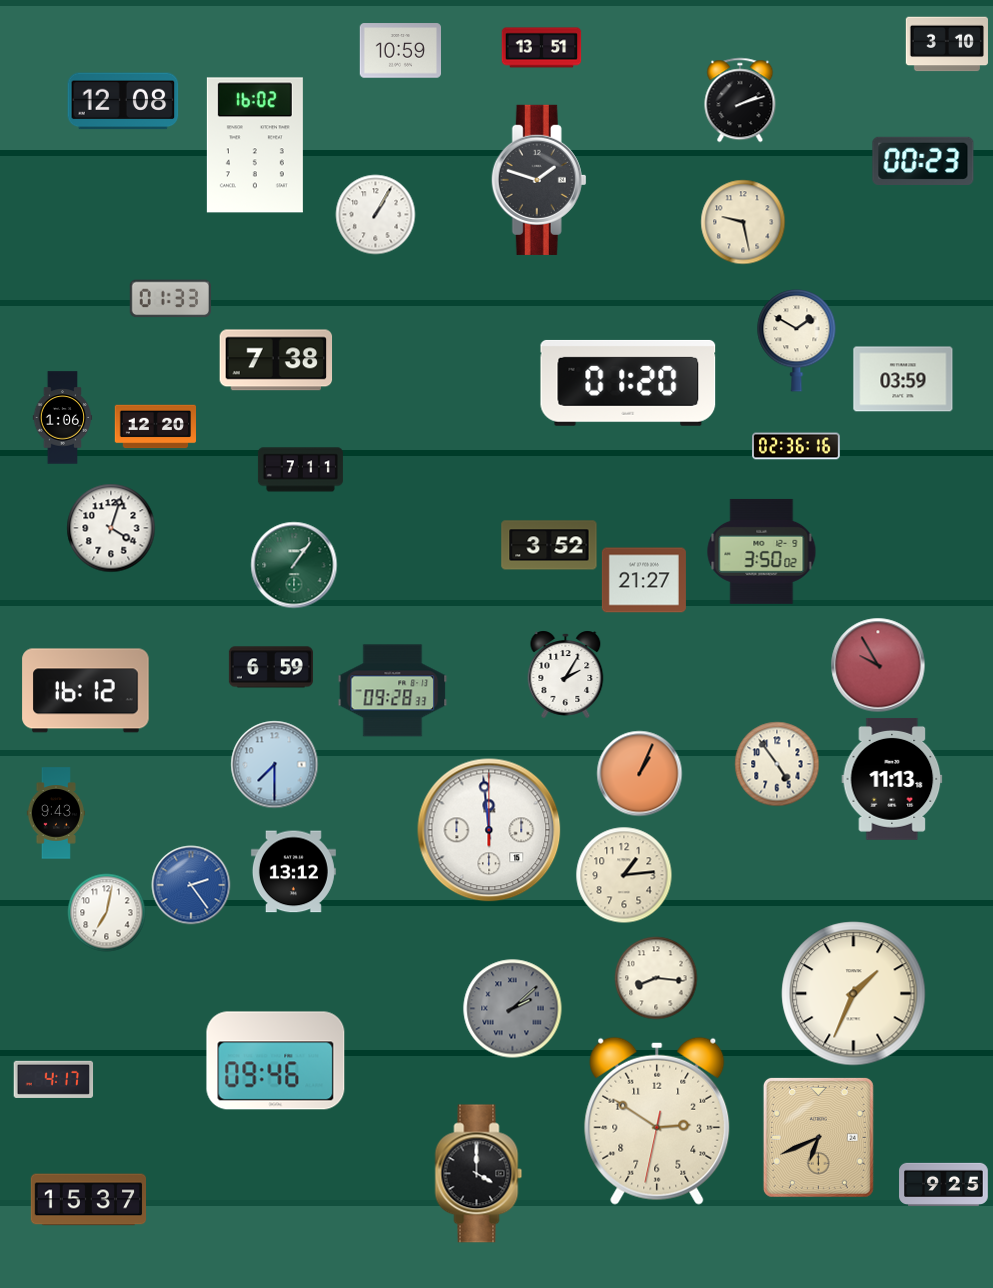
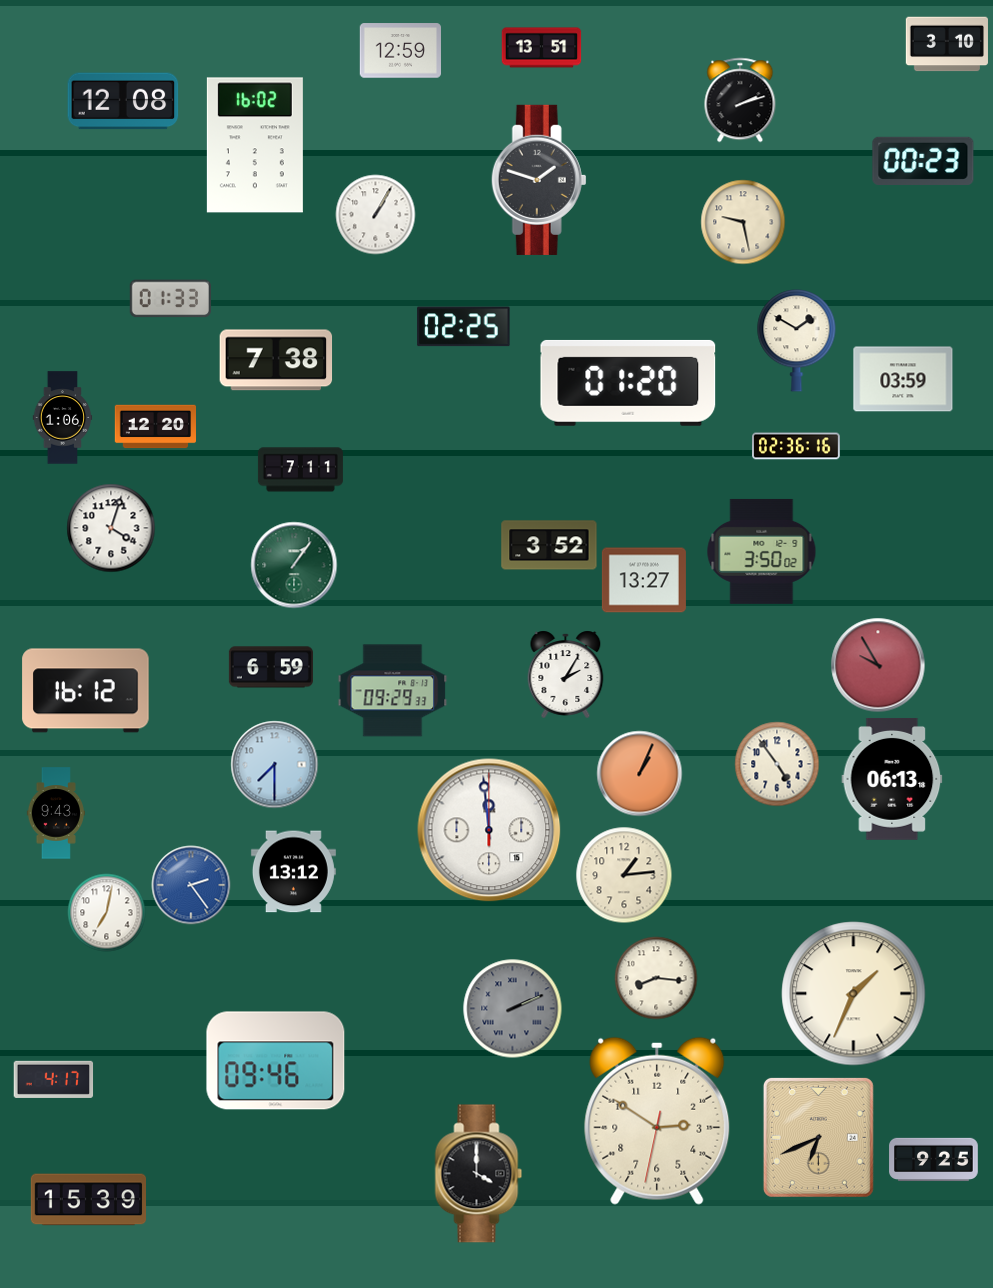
clock at (400, 51): 10:59 -> 12:59
clock at (464, 327): none -> 02:25
clock at (644, 580): 21:27 -> 13:27
clock at (393, 691): 09:28 -> 09:29
clock at (892, 779): 11:13 -> 06:13
clock at (513, 1009): 2:08 -> 2:11
clock at (944, 1185) position: (944, 1185) -> (934, 1160)
clock at (88, 1200): 15:37 -> 15:39
